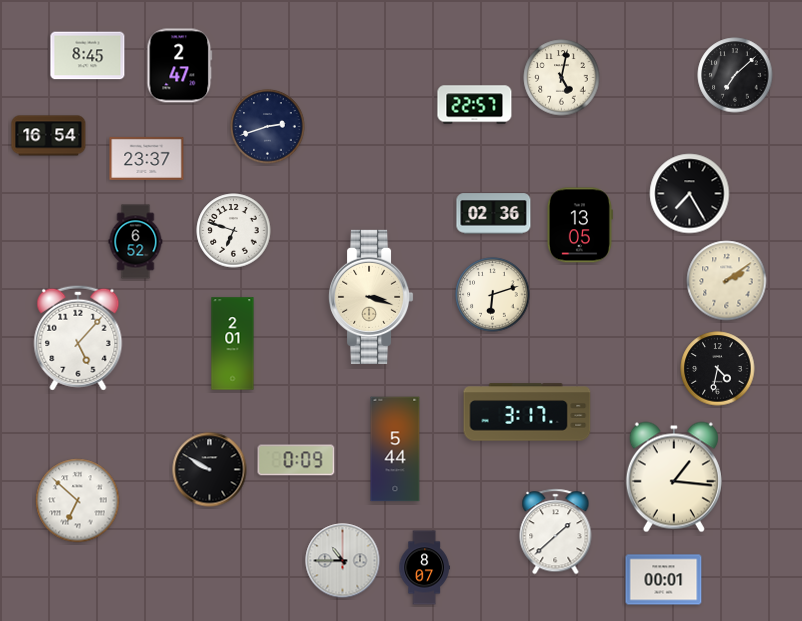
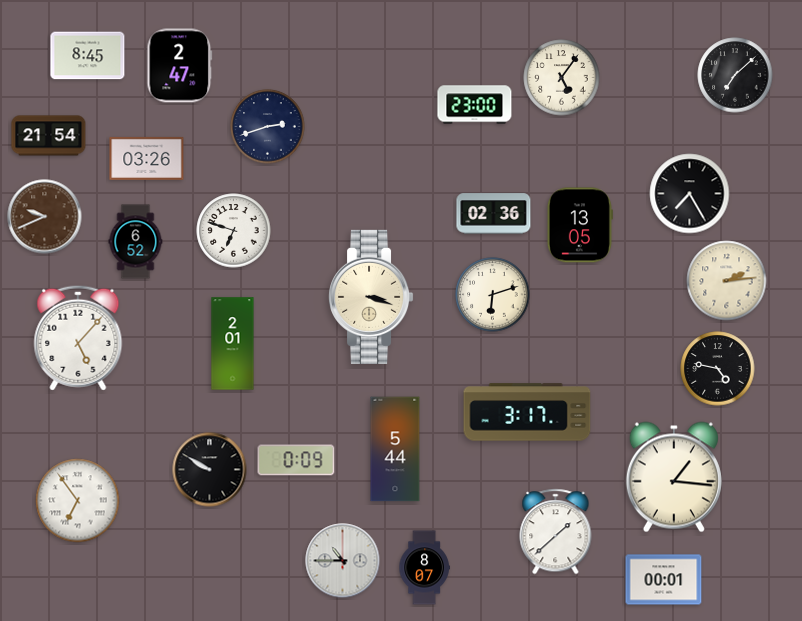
clock at (562, 78): 5:02 -> 5:06
clock at (475, 105): 22:57 -> 23:00
clock at (49, 136): 16:54 -> 21:54
clock at (147, 158): 23:37 -> 03:26
clock at (45, 217): none -> 9:41
clock at (727, 281): 2:09 -> 2:14
clock at (718, 369): 4:32 -> 4:47
clock at (78, 501): 6:52 -> 6:54
